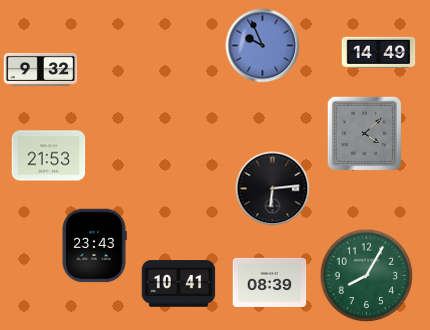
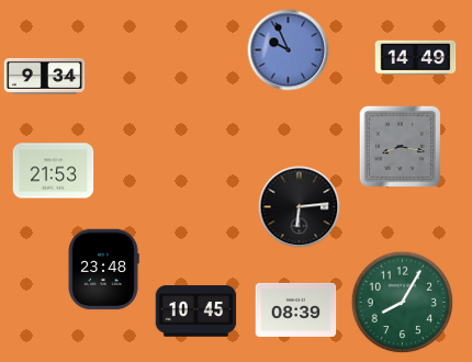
clock at (41, 69): 9:32 -> 9:34
clock at (365, 134): 4:08 -> 8:17
clock at (94, 246): 23:43 -> 23:48
clock at (179, 284): 10:41 -> 10:45
